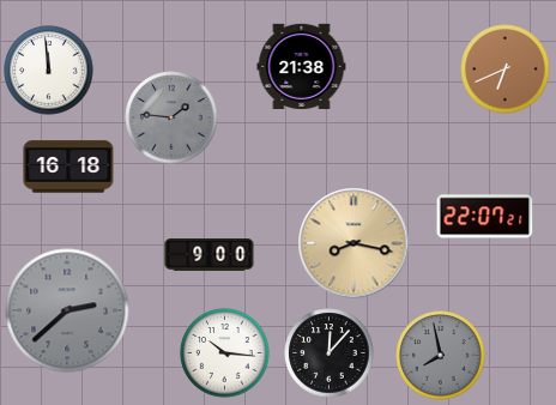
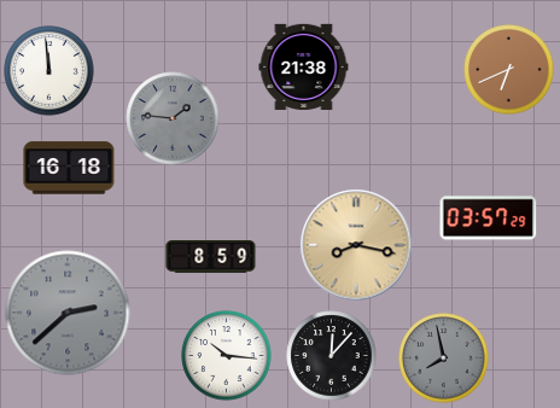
clock at (485, 217): 22:07 -> 03:57
clock at (210, 255): 9:00 -> 8:59
